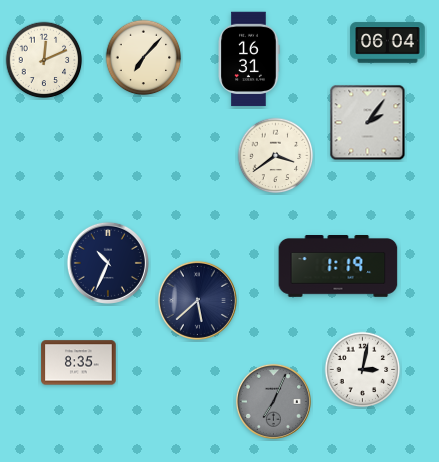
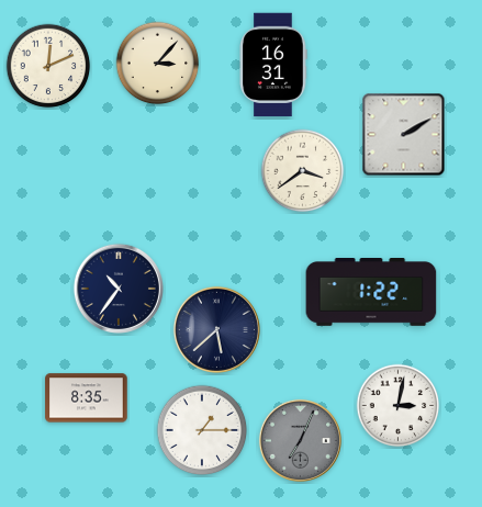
clock at (388, 43): 06:04 -> none
clock at (144, 58): 7:07 -> 3:07
clock at (368, 123): 2:06 -> 2:10
clock at (108, 263): 10:34 -> 10:36
clock at (338, 267): 1:19 -> 1:22
clock at (202, 430): none -> 1:15
